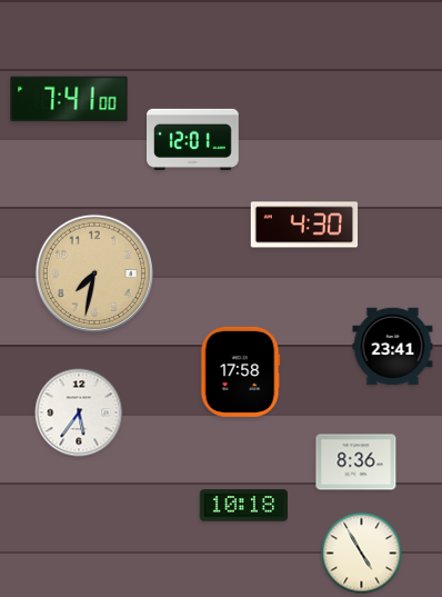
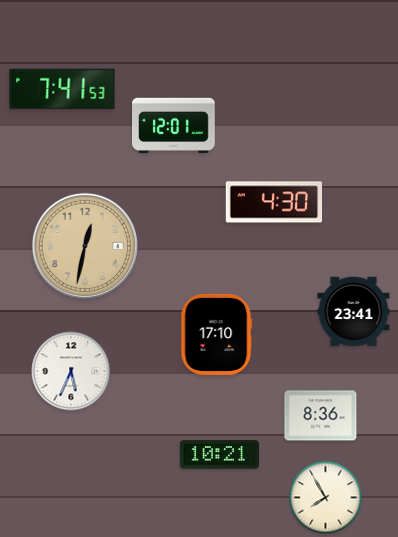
clock at (69, 99): 7:41:00 -> 7:41:53
clock at (94, 273): 7:32 -> 12:32
clock at (240, 371): 17:58 -> 17:10
clock at (79, 412): 5:36 -> 5:34
clock at (243, 506): 10:18 -> 10:21
clock at (362, 554): 4:55 -> 7:55
